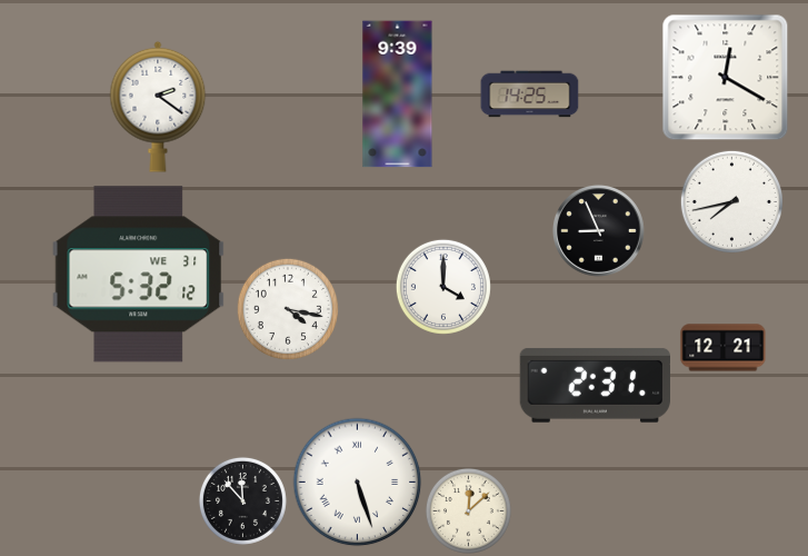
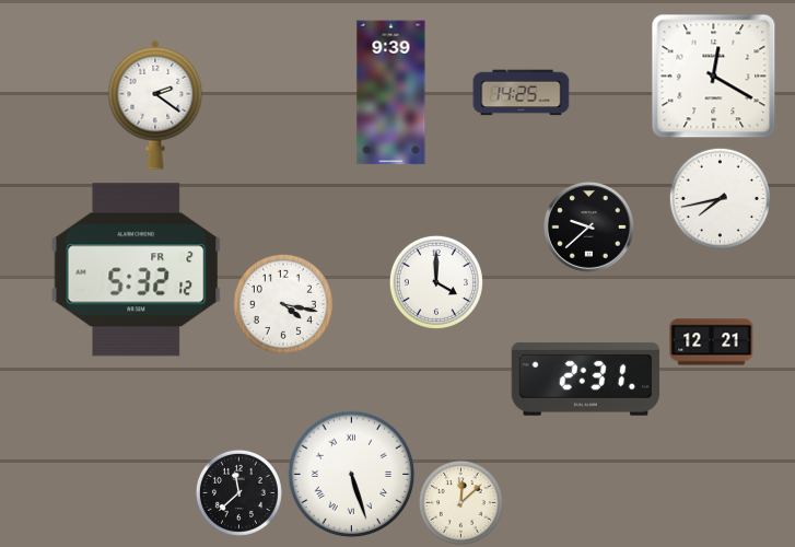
clock at (598, 230): 8:56 -> 9:38
clock at (139, 275) date: WE 31 -> FR 2
clock at (242, 500): 11:53 -> 11:38
